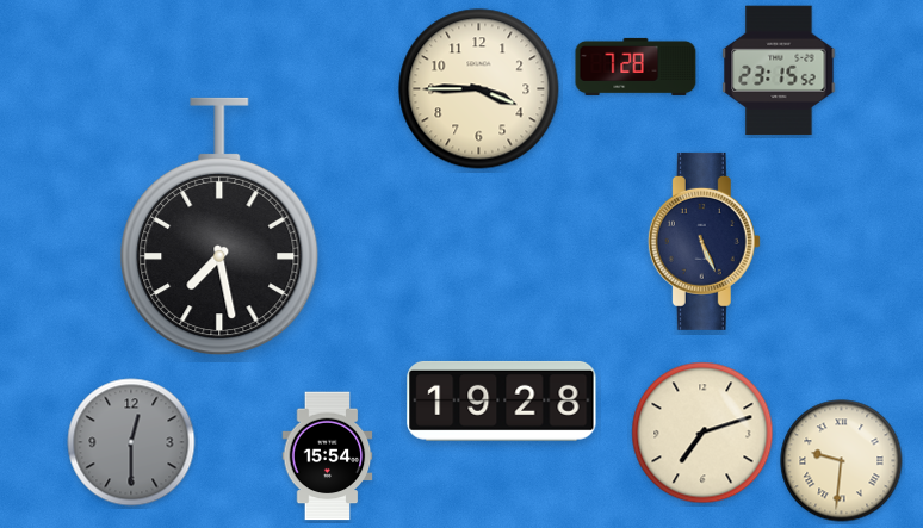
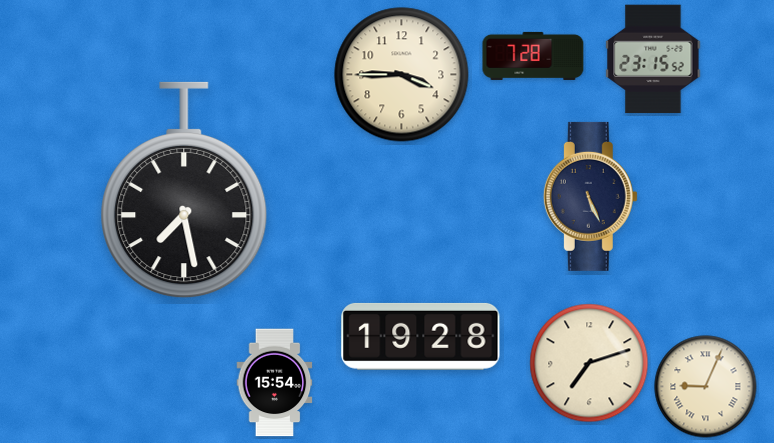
clock at (704, 241) position: (704, 241) -> (590, 196)
clock at (131, 442): 12:30 -> none
clock at (842, 461): 9:31 -> 9:04
